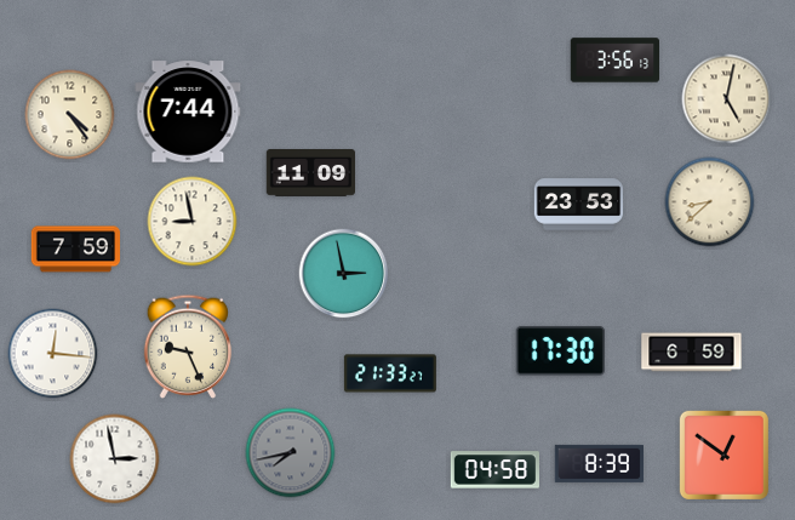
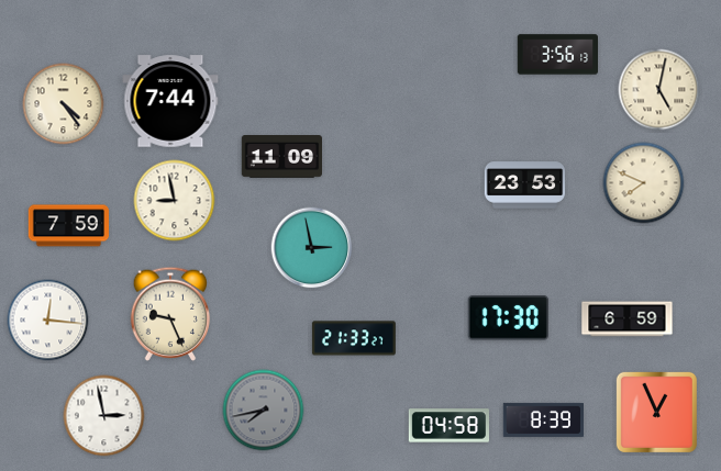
clock at (710, 202): 8:38 -> 7:49
clock at (723, 455): 12:51 -> 12:56
